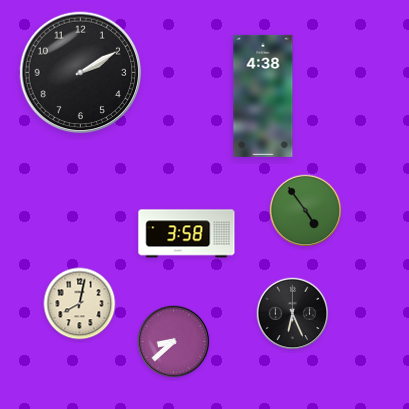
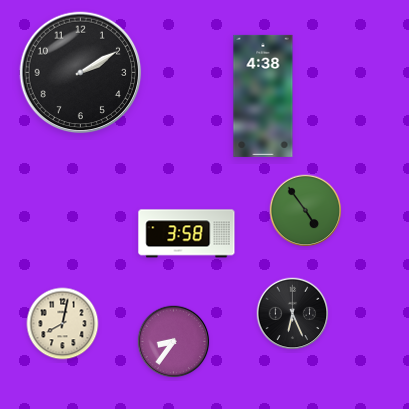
clock at (80, 304) position: (80, 304) -> (63, 324)
clock at (174, 342): 8:38 -> 8:36
